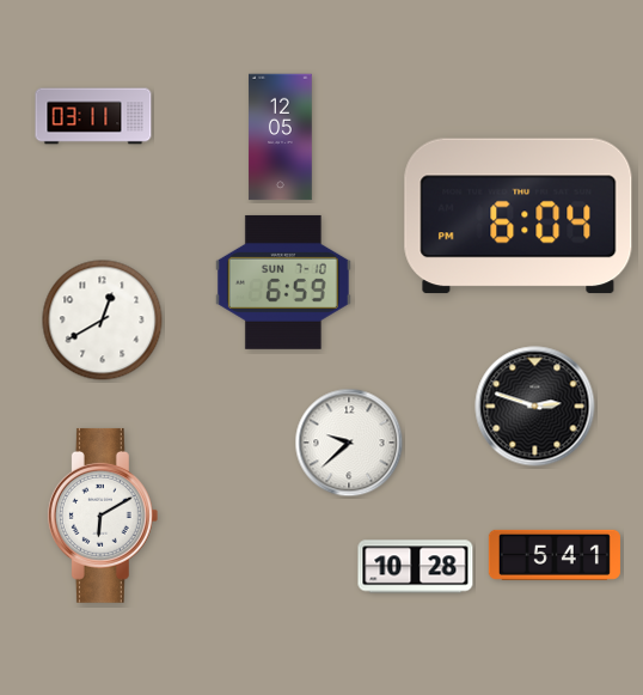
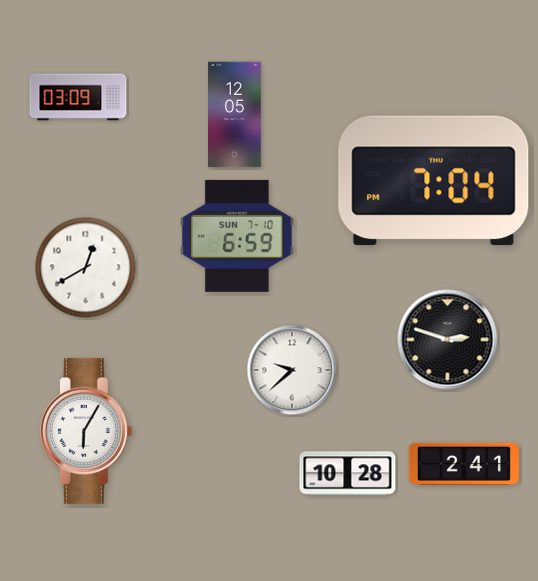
clock at (93, 116): 03:11 -> 03:09
clock at (519, 217): 6:04 -> 7:04
clock at (103, 516): 6:10 -> 6:05
clock at (555, 555): 5:41 -> 2:41
